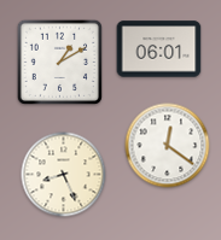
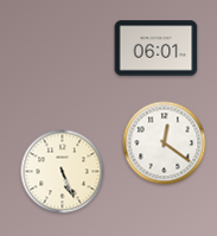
clock at (59, 62): 1:10 -> none
clock at (64, 175): 8:26 -> 5:26
